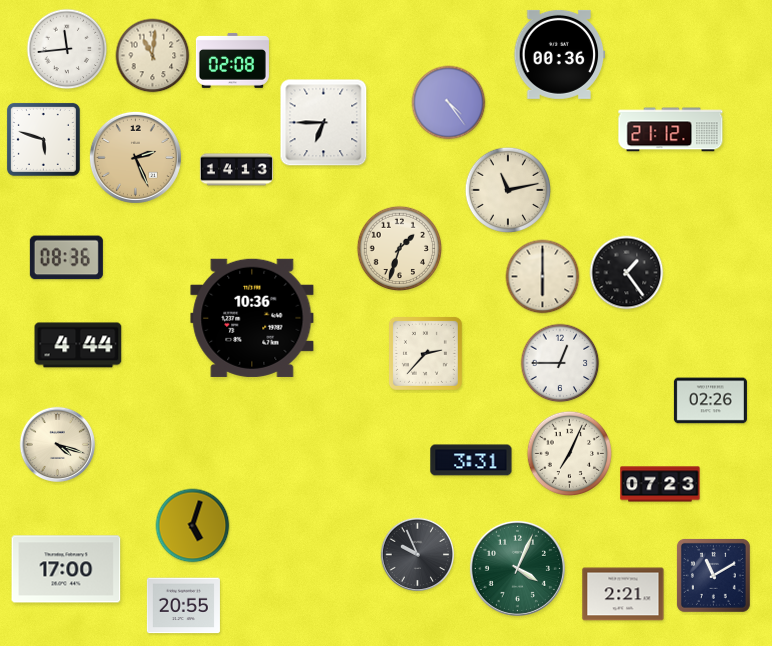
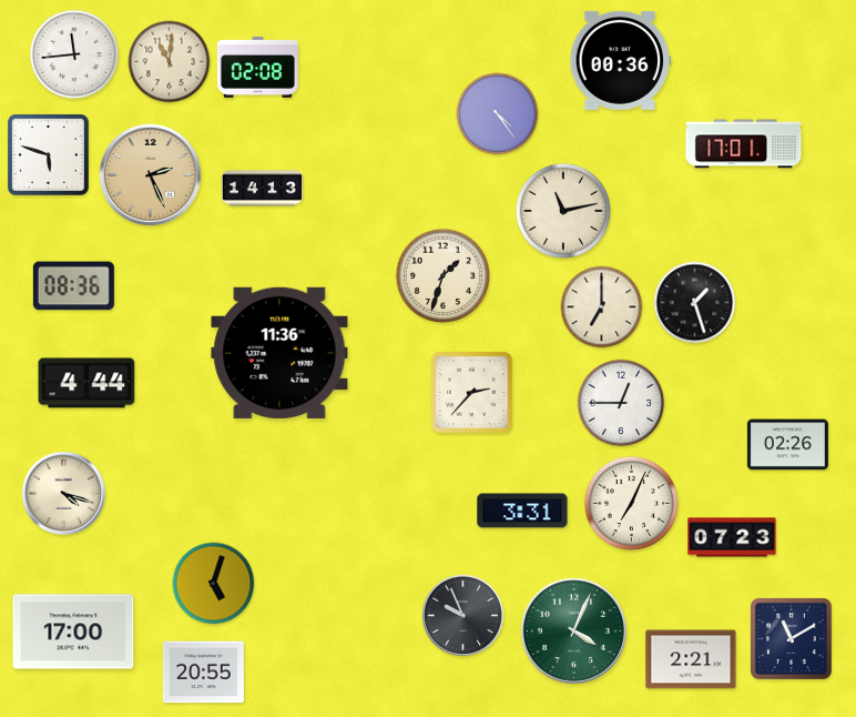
clock at (324, 123): 6:45 -> none
clock at (671, 130): 21:12 -> 17:01
clock at (627, 273): 1:24 -> 1:27
clock at (543, 277): 6:00 -> 7:00
clock at (252, 318): 10:36 -> 11:36
